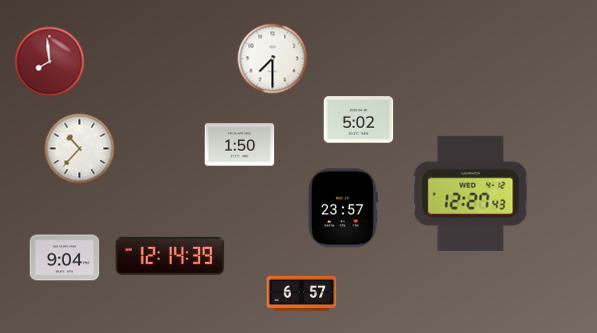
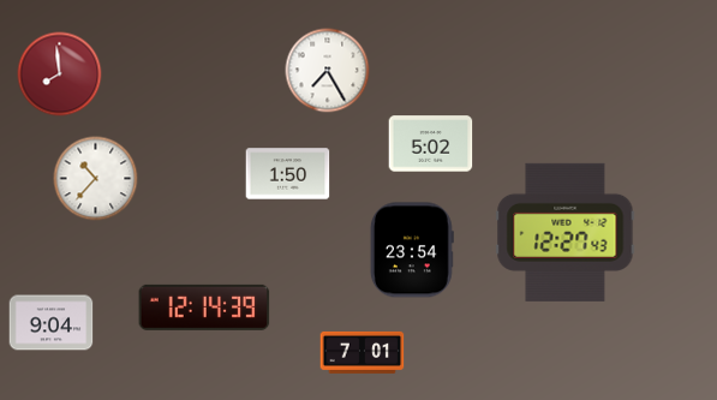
clock at (273, 59): 7:30 -> 7:25
clock at (343, 208): 23:57 -> 23:54
clock at (65, 258) position: (65, 258) -> (52, 323)
clock at (302, 293): 6:57 -> 7:01
